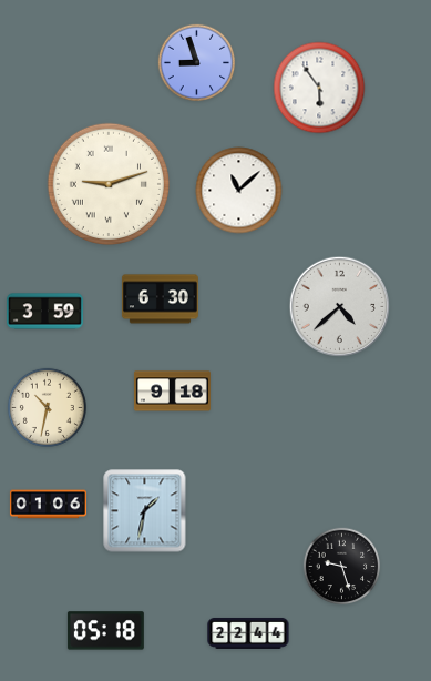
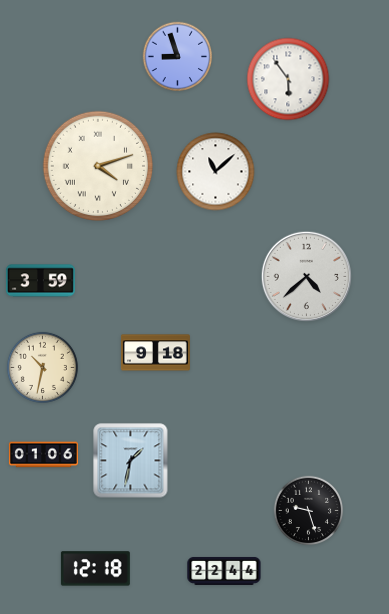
clock at (107, 183): 9:12 -> 4:12
clock at (160, 299): 6:30 -> none
clock at (105, 631): 05:18 -> 12:18
